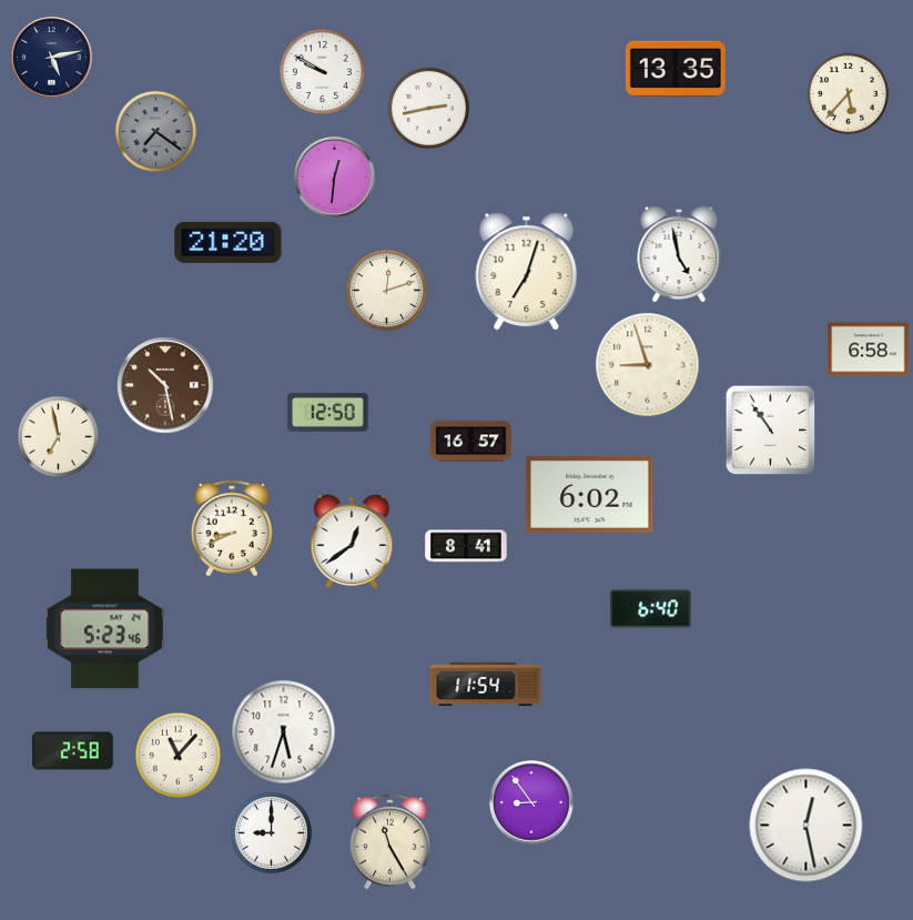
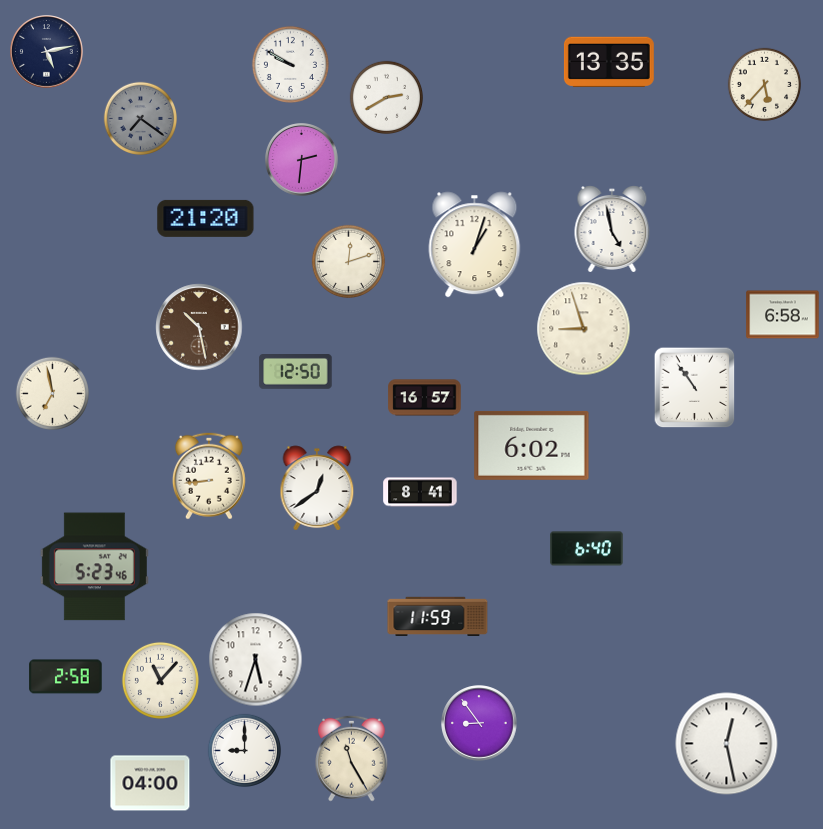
clock at (428, 108): 2:43 -> 2:40
clock at (335, 178): 12:31 -> 2:31
clock at (527, 272): 7:03 -> 1:03
clock at (165, 385) position: (165, 385) -> (199, 327)
clock at (232, 528): 8:41 -> 8:44
clock at (486, 684): 11:54 -> 11:59
clock at (150, 783): none -> 04:00
